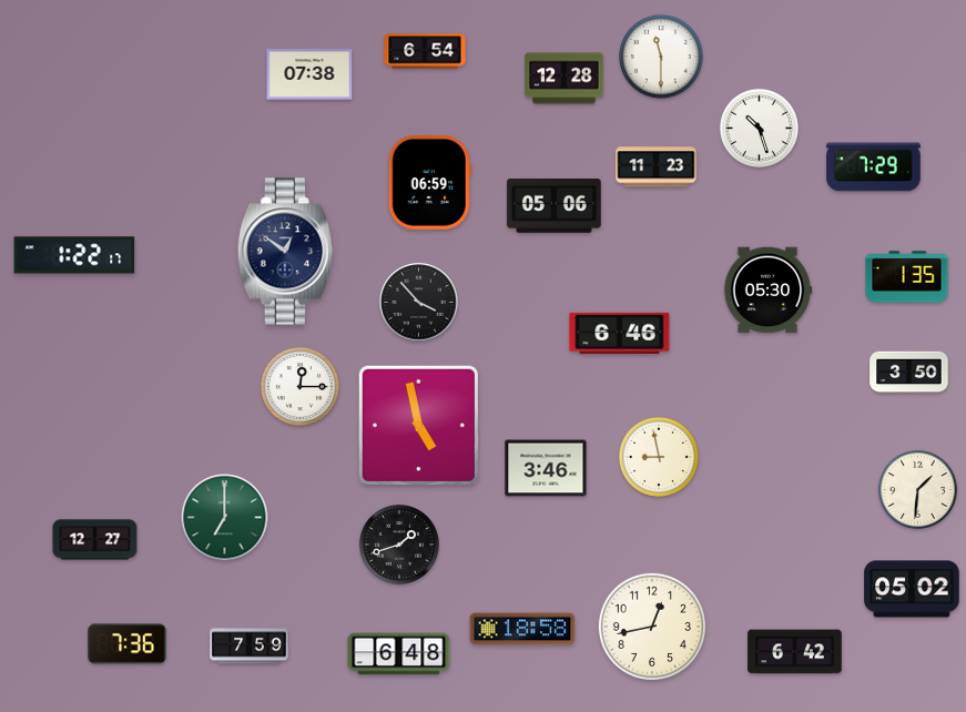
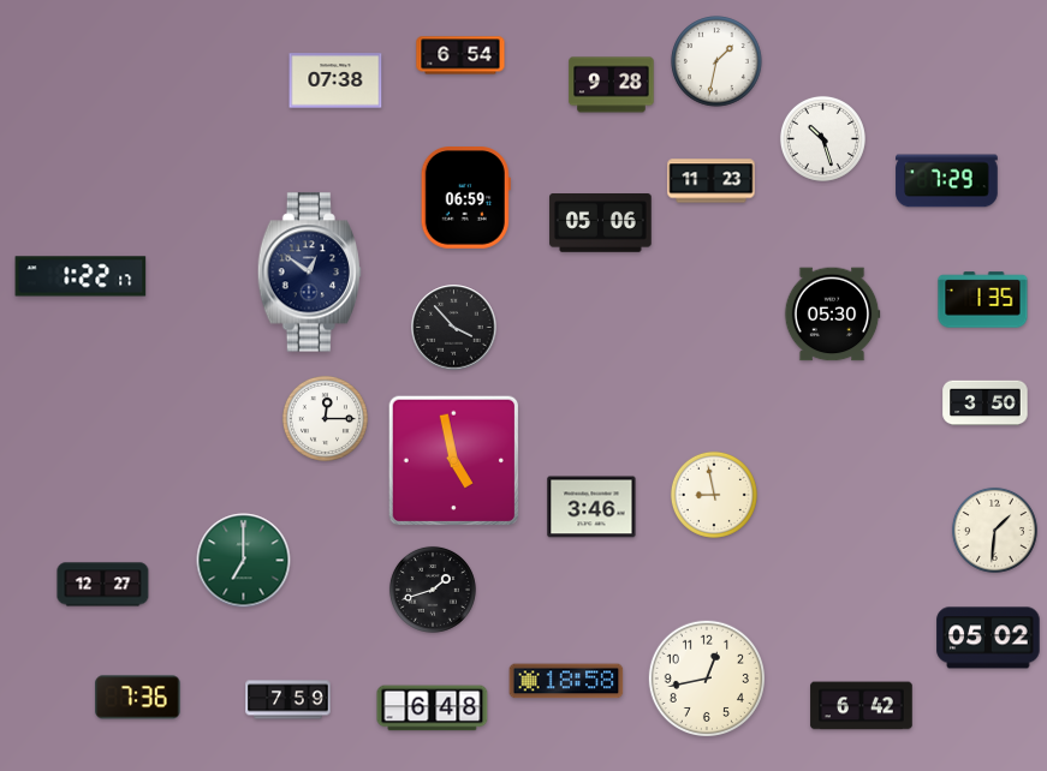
clock at (661, 57): 11:30 -> 1:32
clock at (565, 79): 12:28 -> 9:28
clock at (620, 333): 6:46 -> none
clock at (250, 647) position: (250, 647) -> (288, 700)
